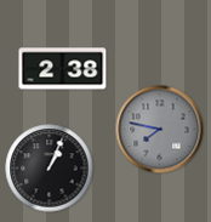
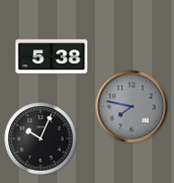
clock at (63, 69): 2:38 -> 5:38
clock at (50, 169): 1:04 -> 10:04
